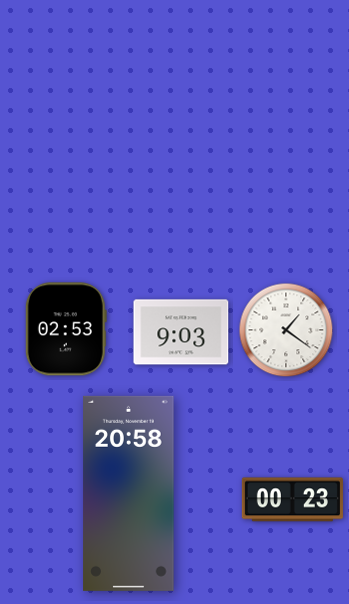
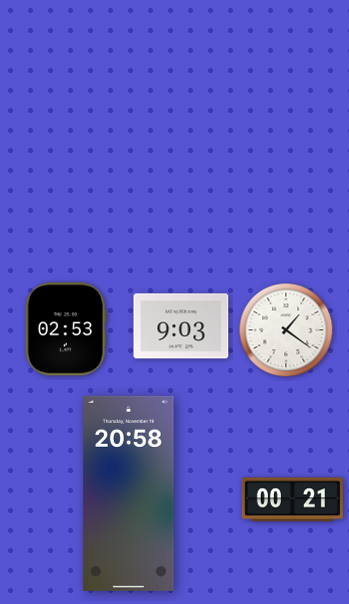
clock at (181, 332) position: (181, 332) -> (181, 326)
clock at (292, 500): 00:23 -> 00:21
